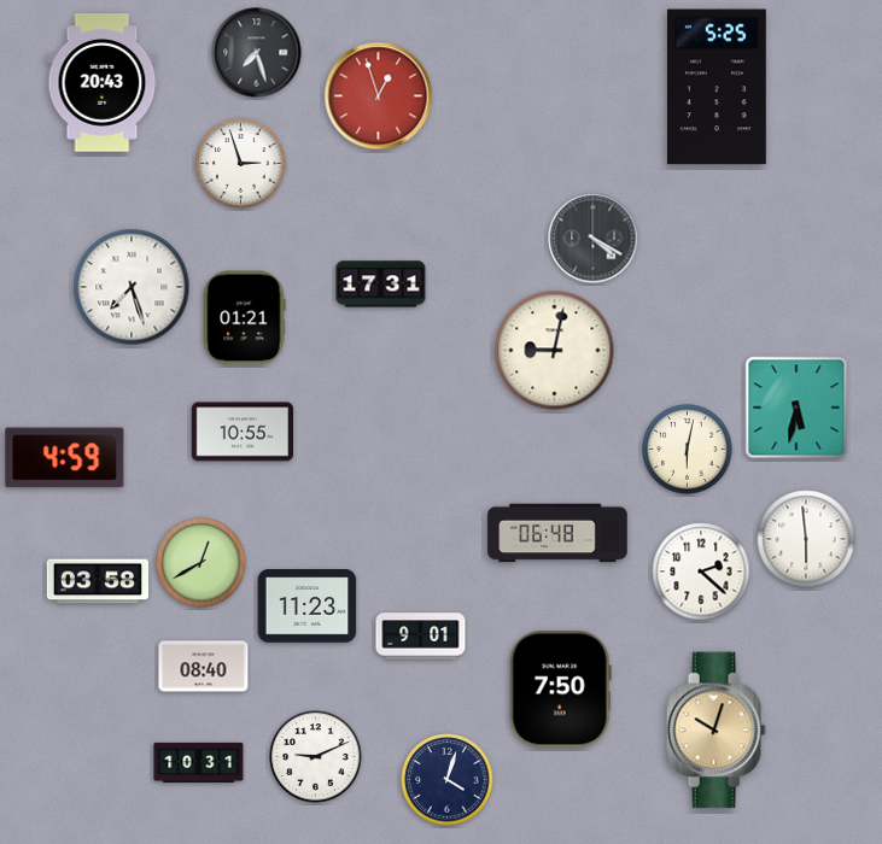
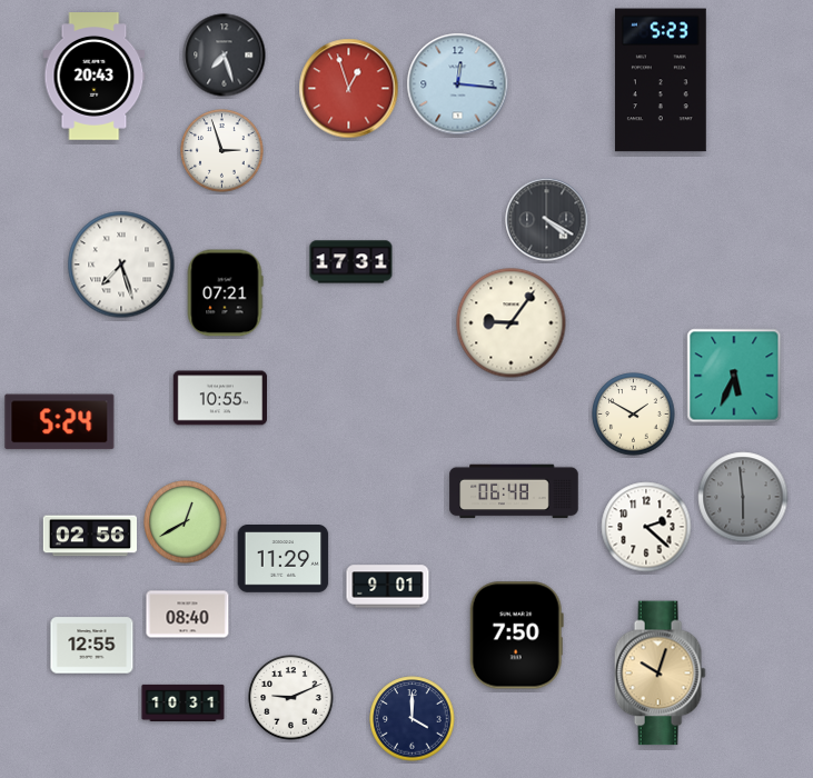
clock at (257, 53) position: (257, 53) -> (225, 56)
clock at (717, 87): 5:25 -> 5:23
clock at (458, 84): none -> 12:16
clock at (244, 318): 01:21 -> 07:21
clock at (555, 351): 9:02 -> 9:06
clock at (796, 408): 5:32 -> 5:34
clock at (241, 432) position: (241, 432) -> (219, 398)
clock at (688, 450): 6:02 -> 1:50
clock at (65, 458): 4:59 -> 5:24
clock at (806, 539) dial: white -> grey
clock at (201, 563) position: (201, 563) -> (186, 522)
clock at (97, 581): 03:58 -> 02:56
clock at (308, 606): 11:23 -> 11:29
clock at (92, 646): none -> 12:55
clock at (448, 780): 4:03 -> 4:00
